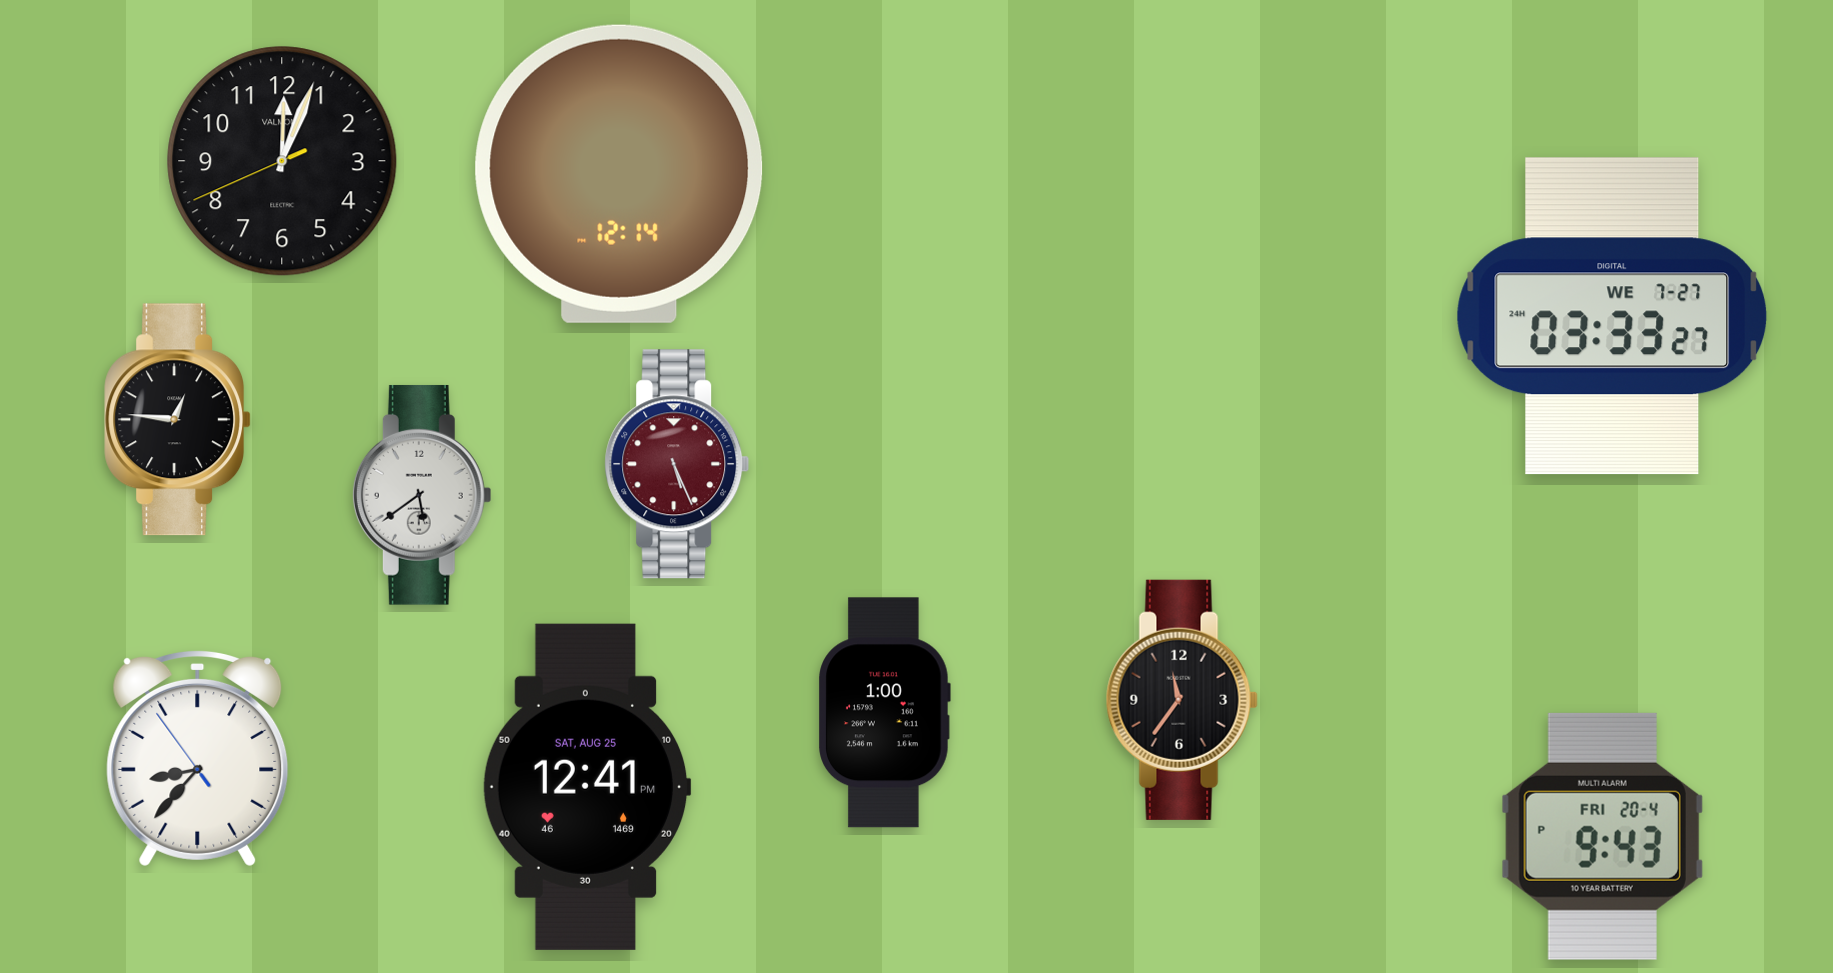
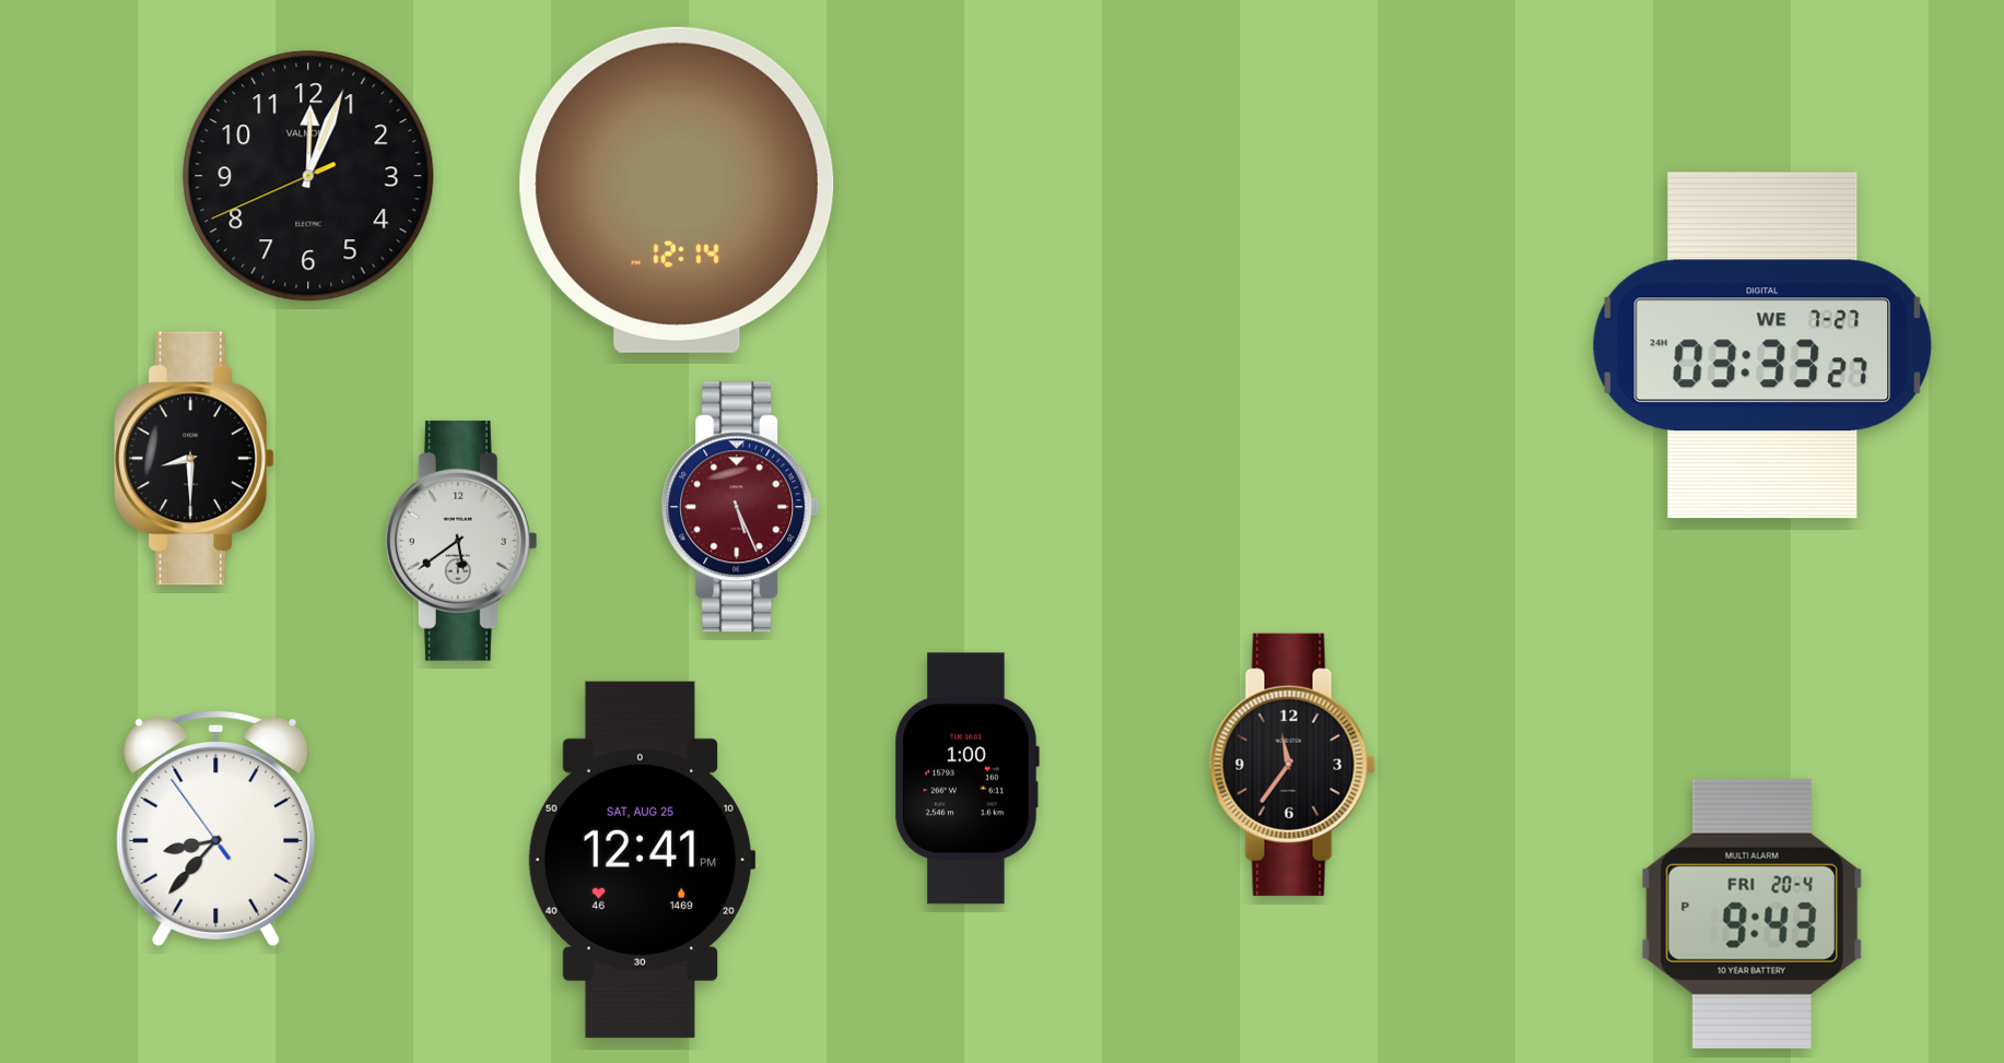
clock at (178, 420): 12:46 -> 8:30
